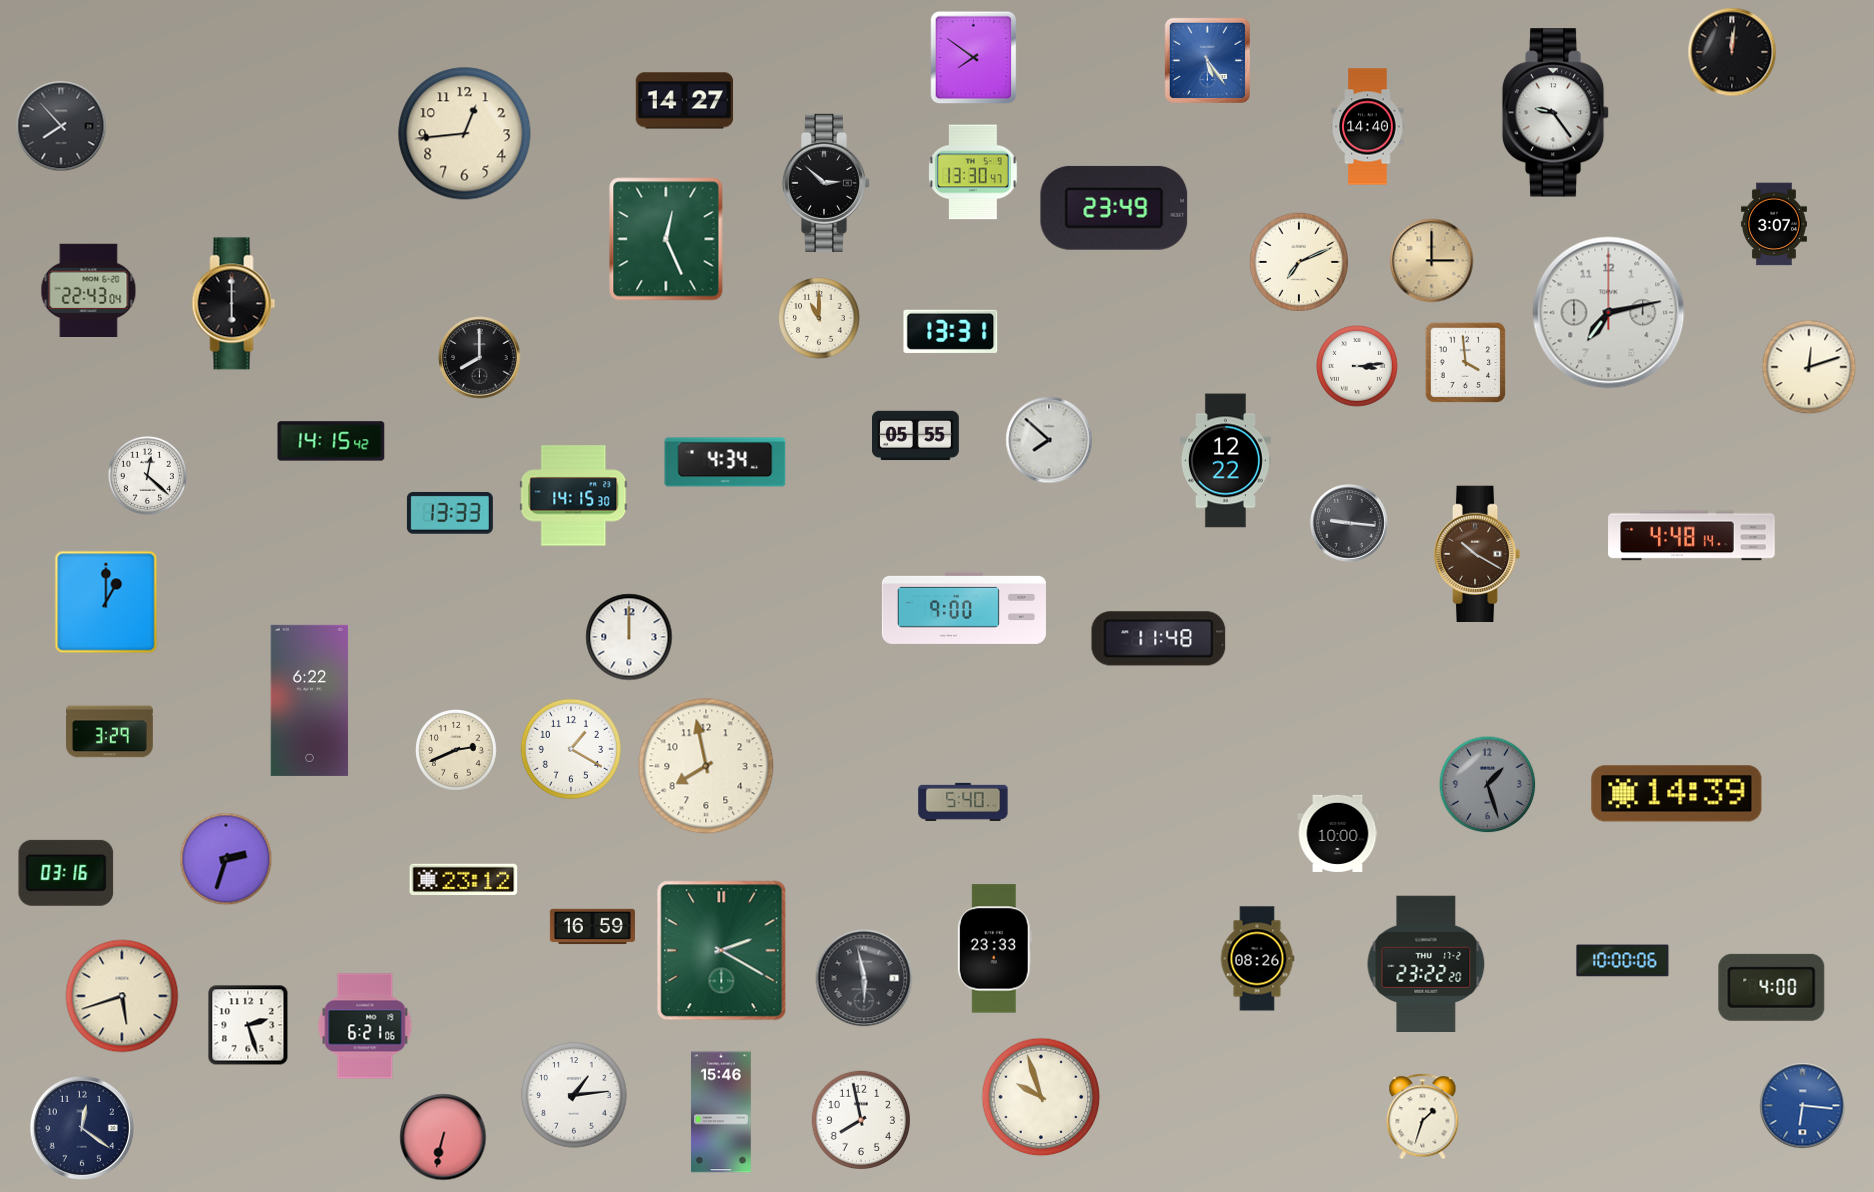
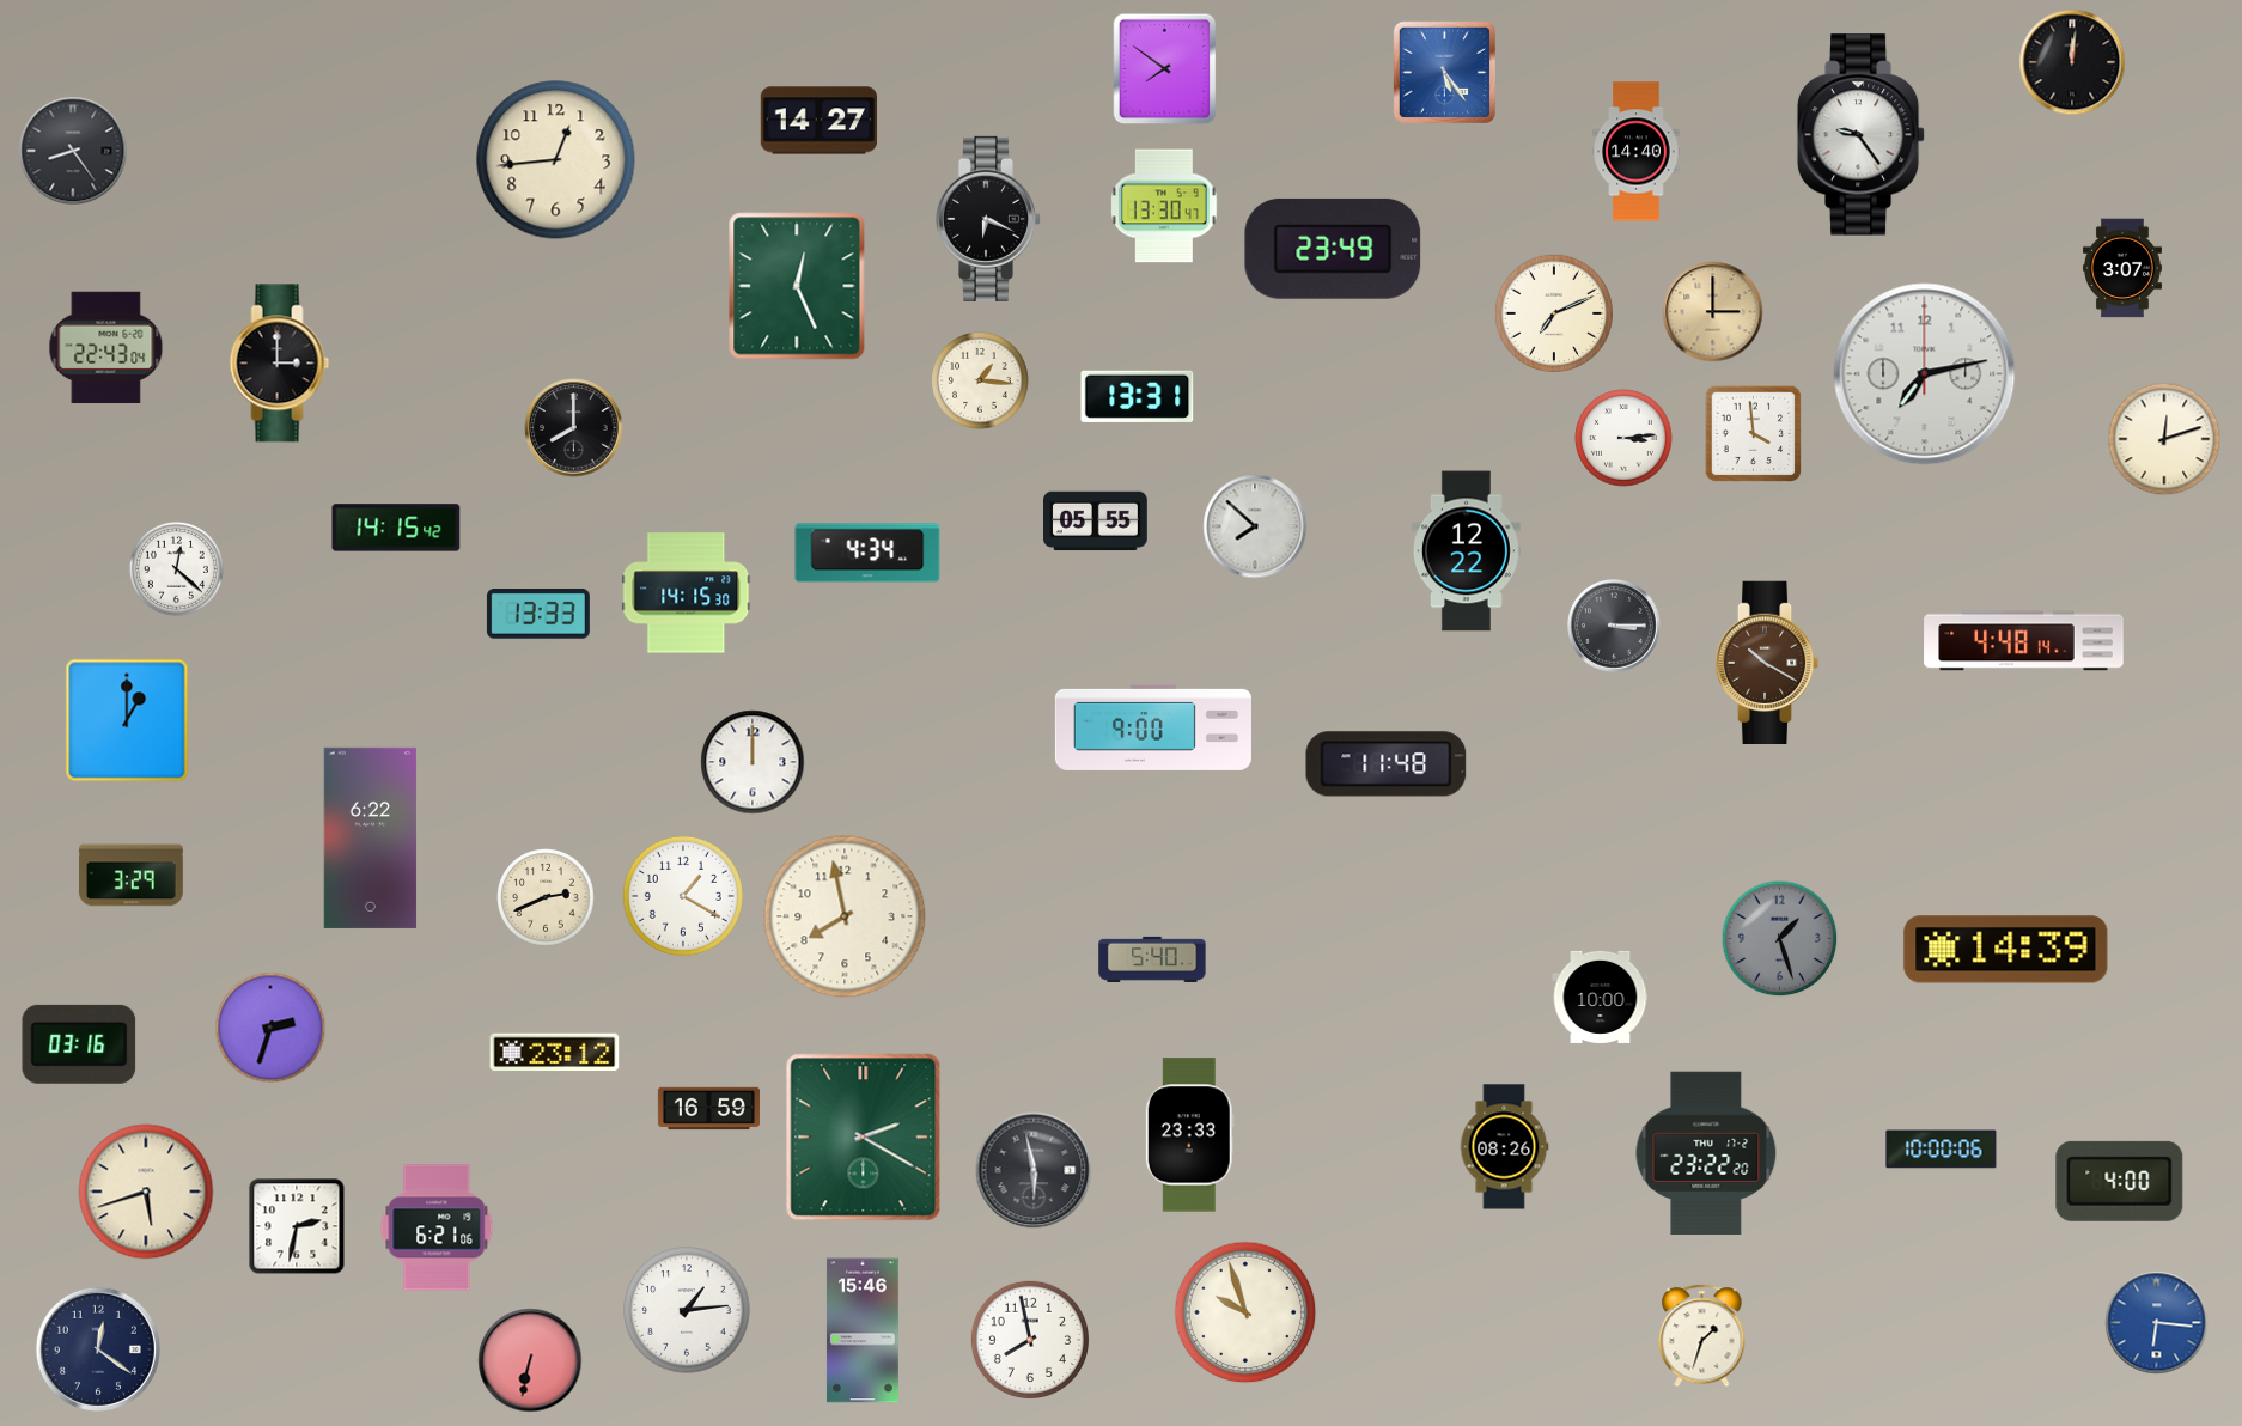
clock at (61, 126): 7:53 -> 8:24
clock at (825, 183): 2:52 -> 6:19
clock at (234, 304): 6:00 -> 3:00
clock at (819, 318): 11:00 -> 1:16
clock at (1350, 524): 9:16 -> 3:15
clock at (248, 1025): 2:27 -> 2:32
